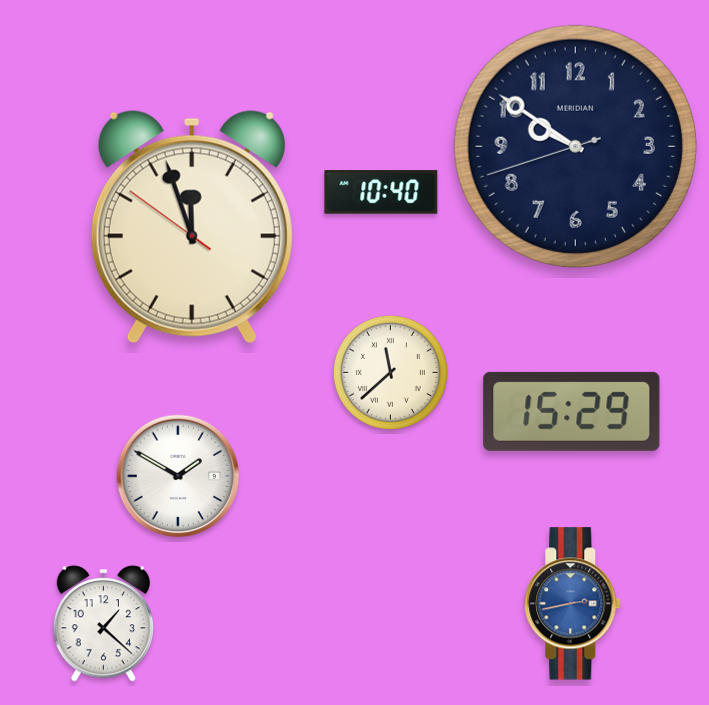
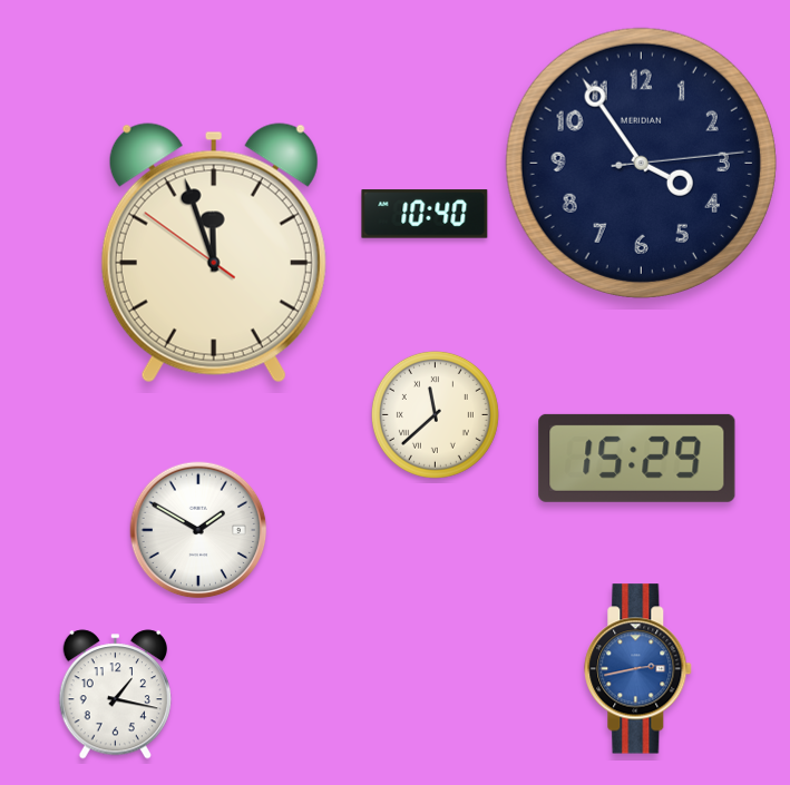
clock at (575, 146): 9:50 -> 3:54
clock at (573, 604) position: (573, 604) -> (638, 669)
clock at (103, 624): 1:22 -> 1:17
